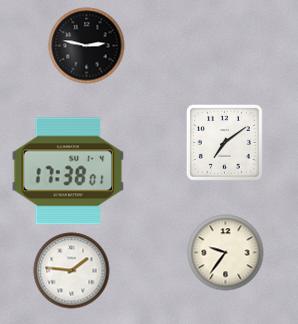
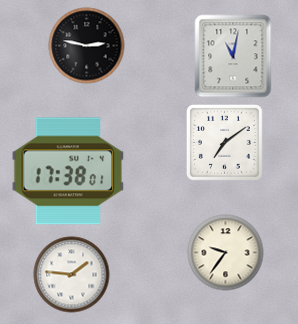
clock at (233, 56): none -> 11:02
clock at (72, 271) position: (72, 271) -> (72, 275)
